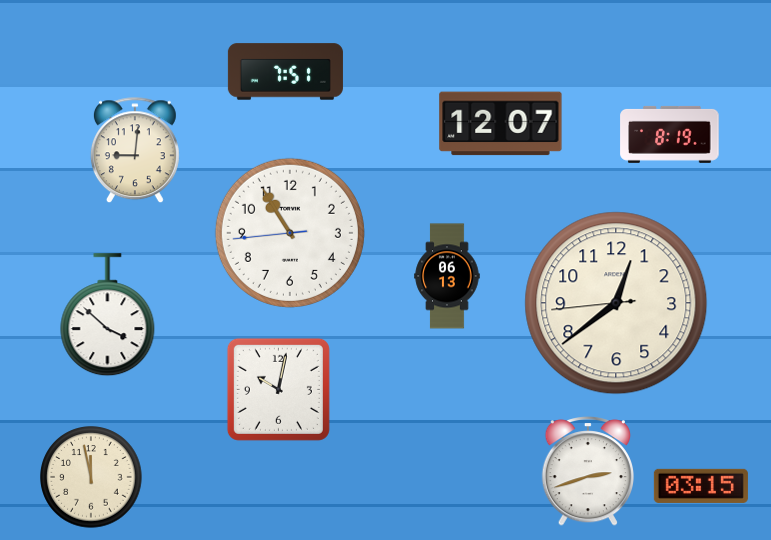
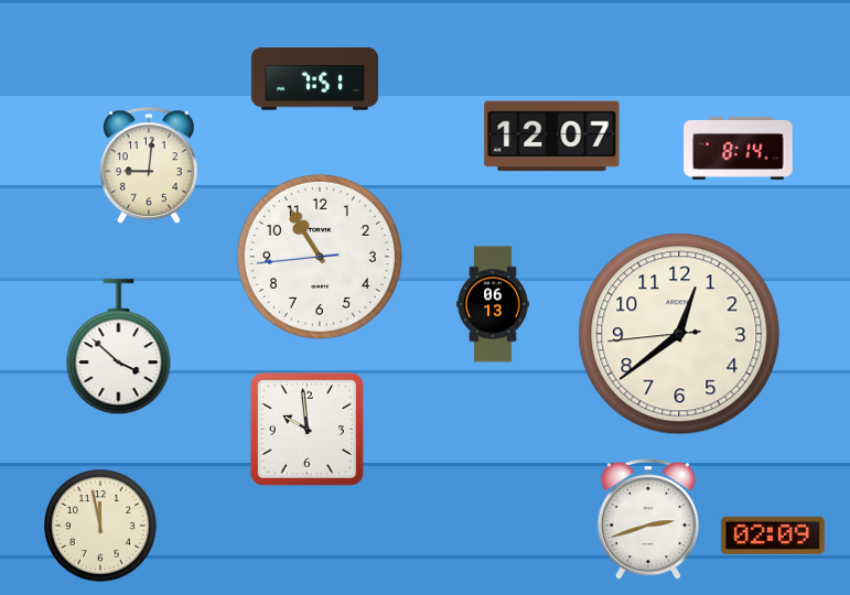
clock at (670, 134): 8:19 -> 8:14
clock at (278, 389): 10:02 -> 9:59
clock at (701, 486): 03:15 -> 02:09
